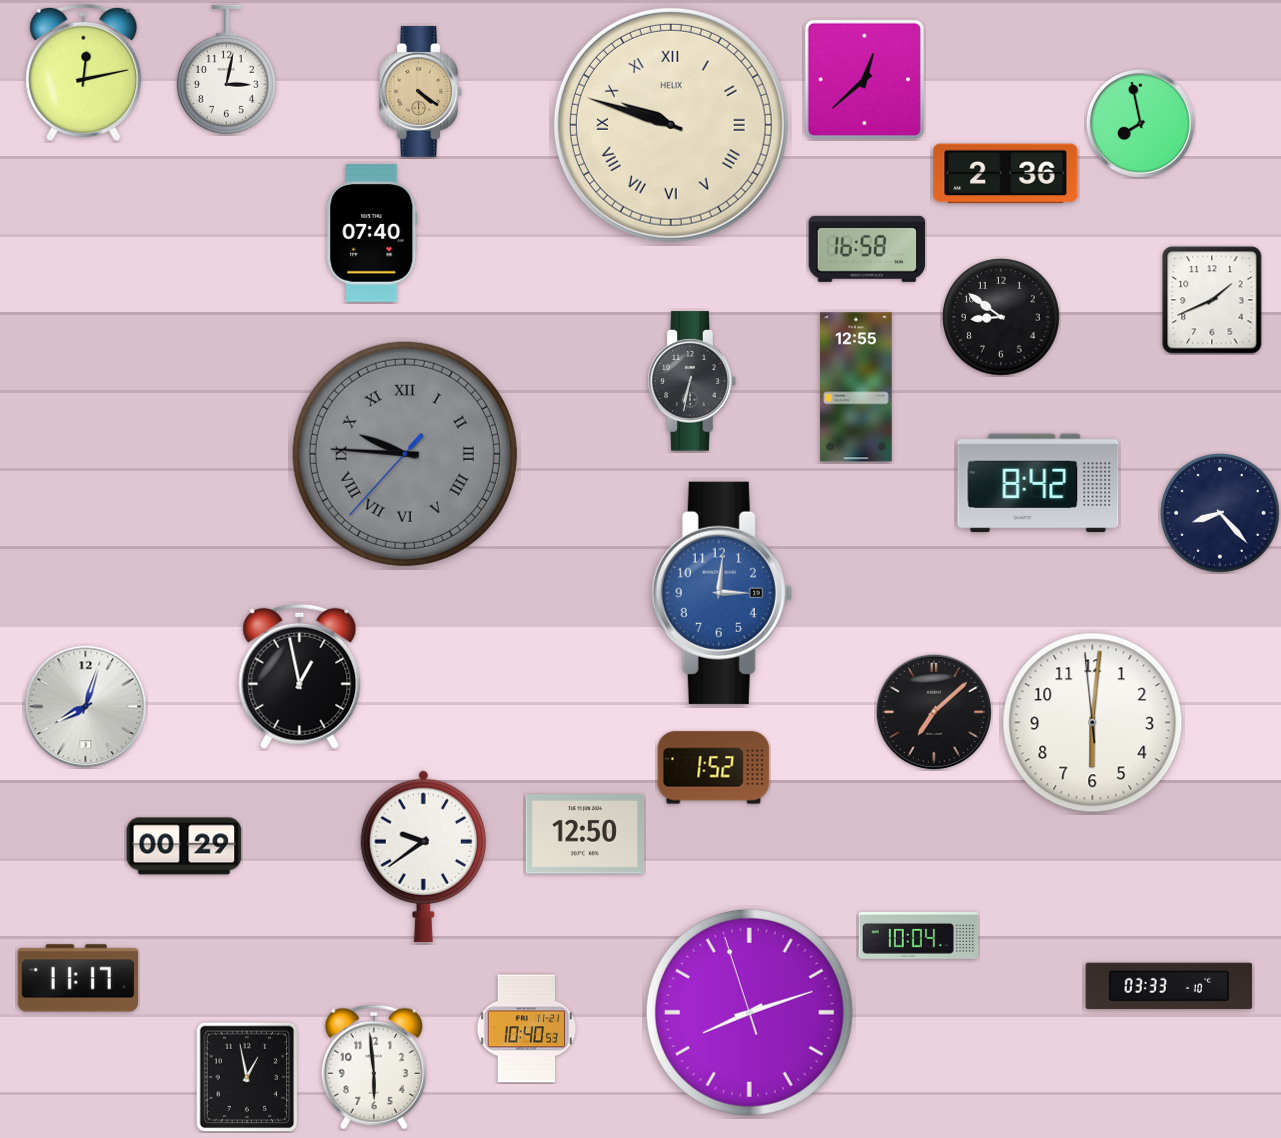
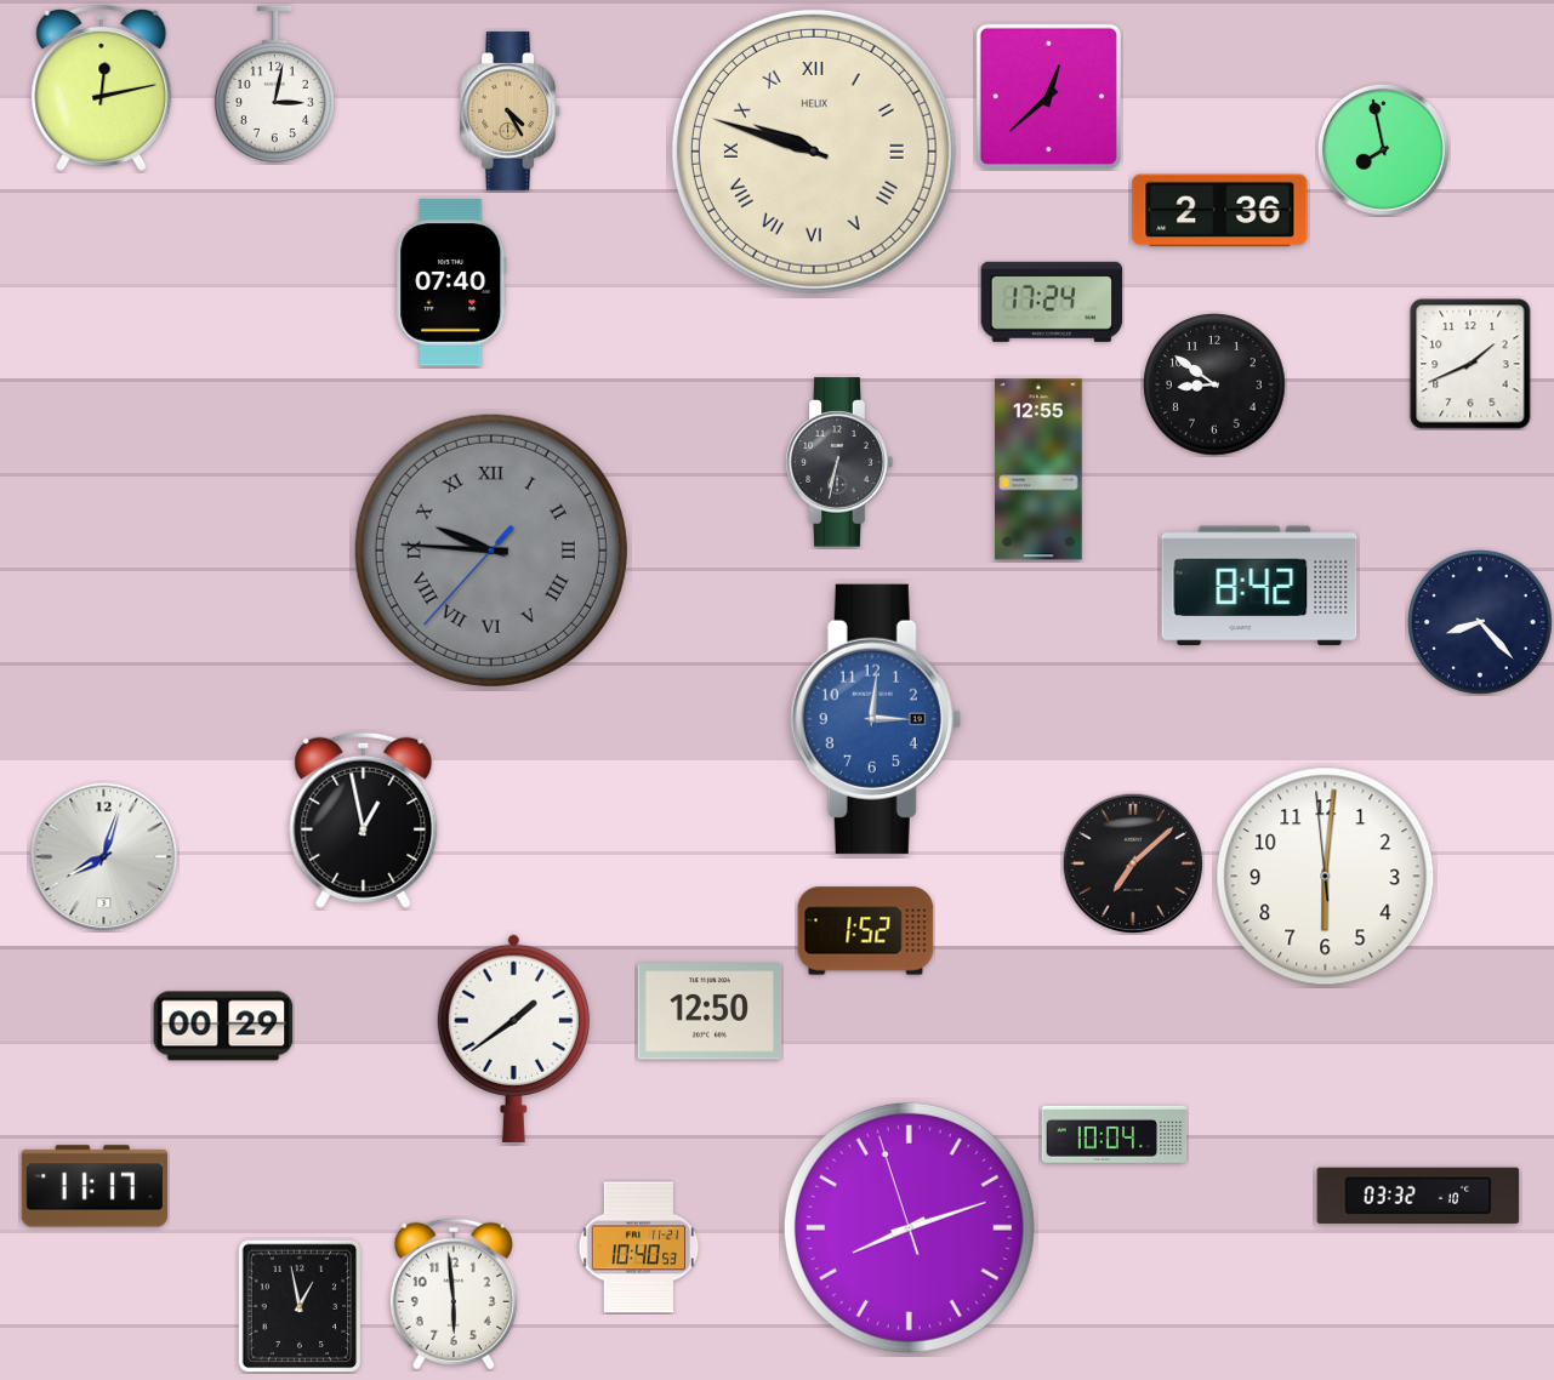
clock at (421, 91): 4:21 -> 4:25
clock at (867, 249): 16:58 -> 17:24
clock at (423, 856): 9:39 -> 1:39
clock at (1169, 986): 03:33 -> 03:32
